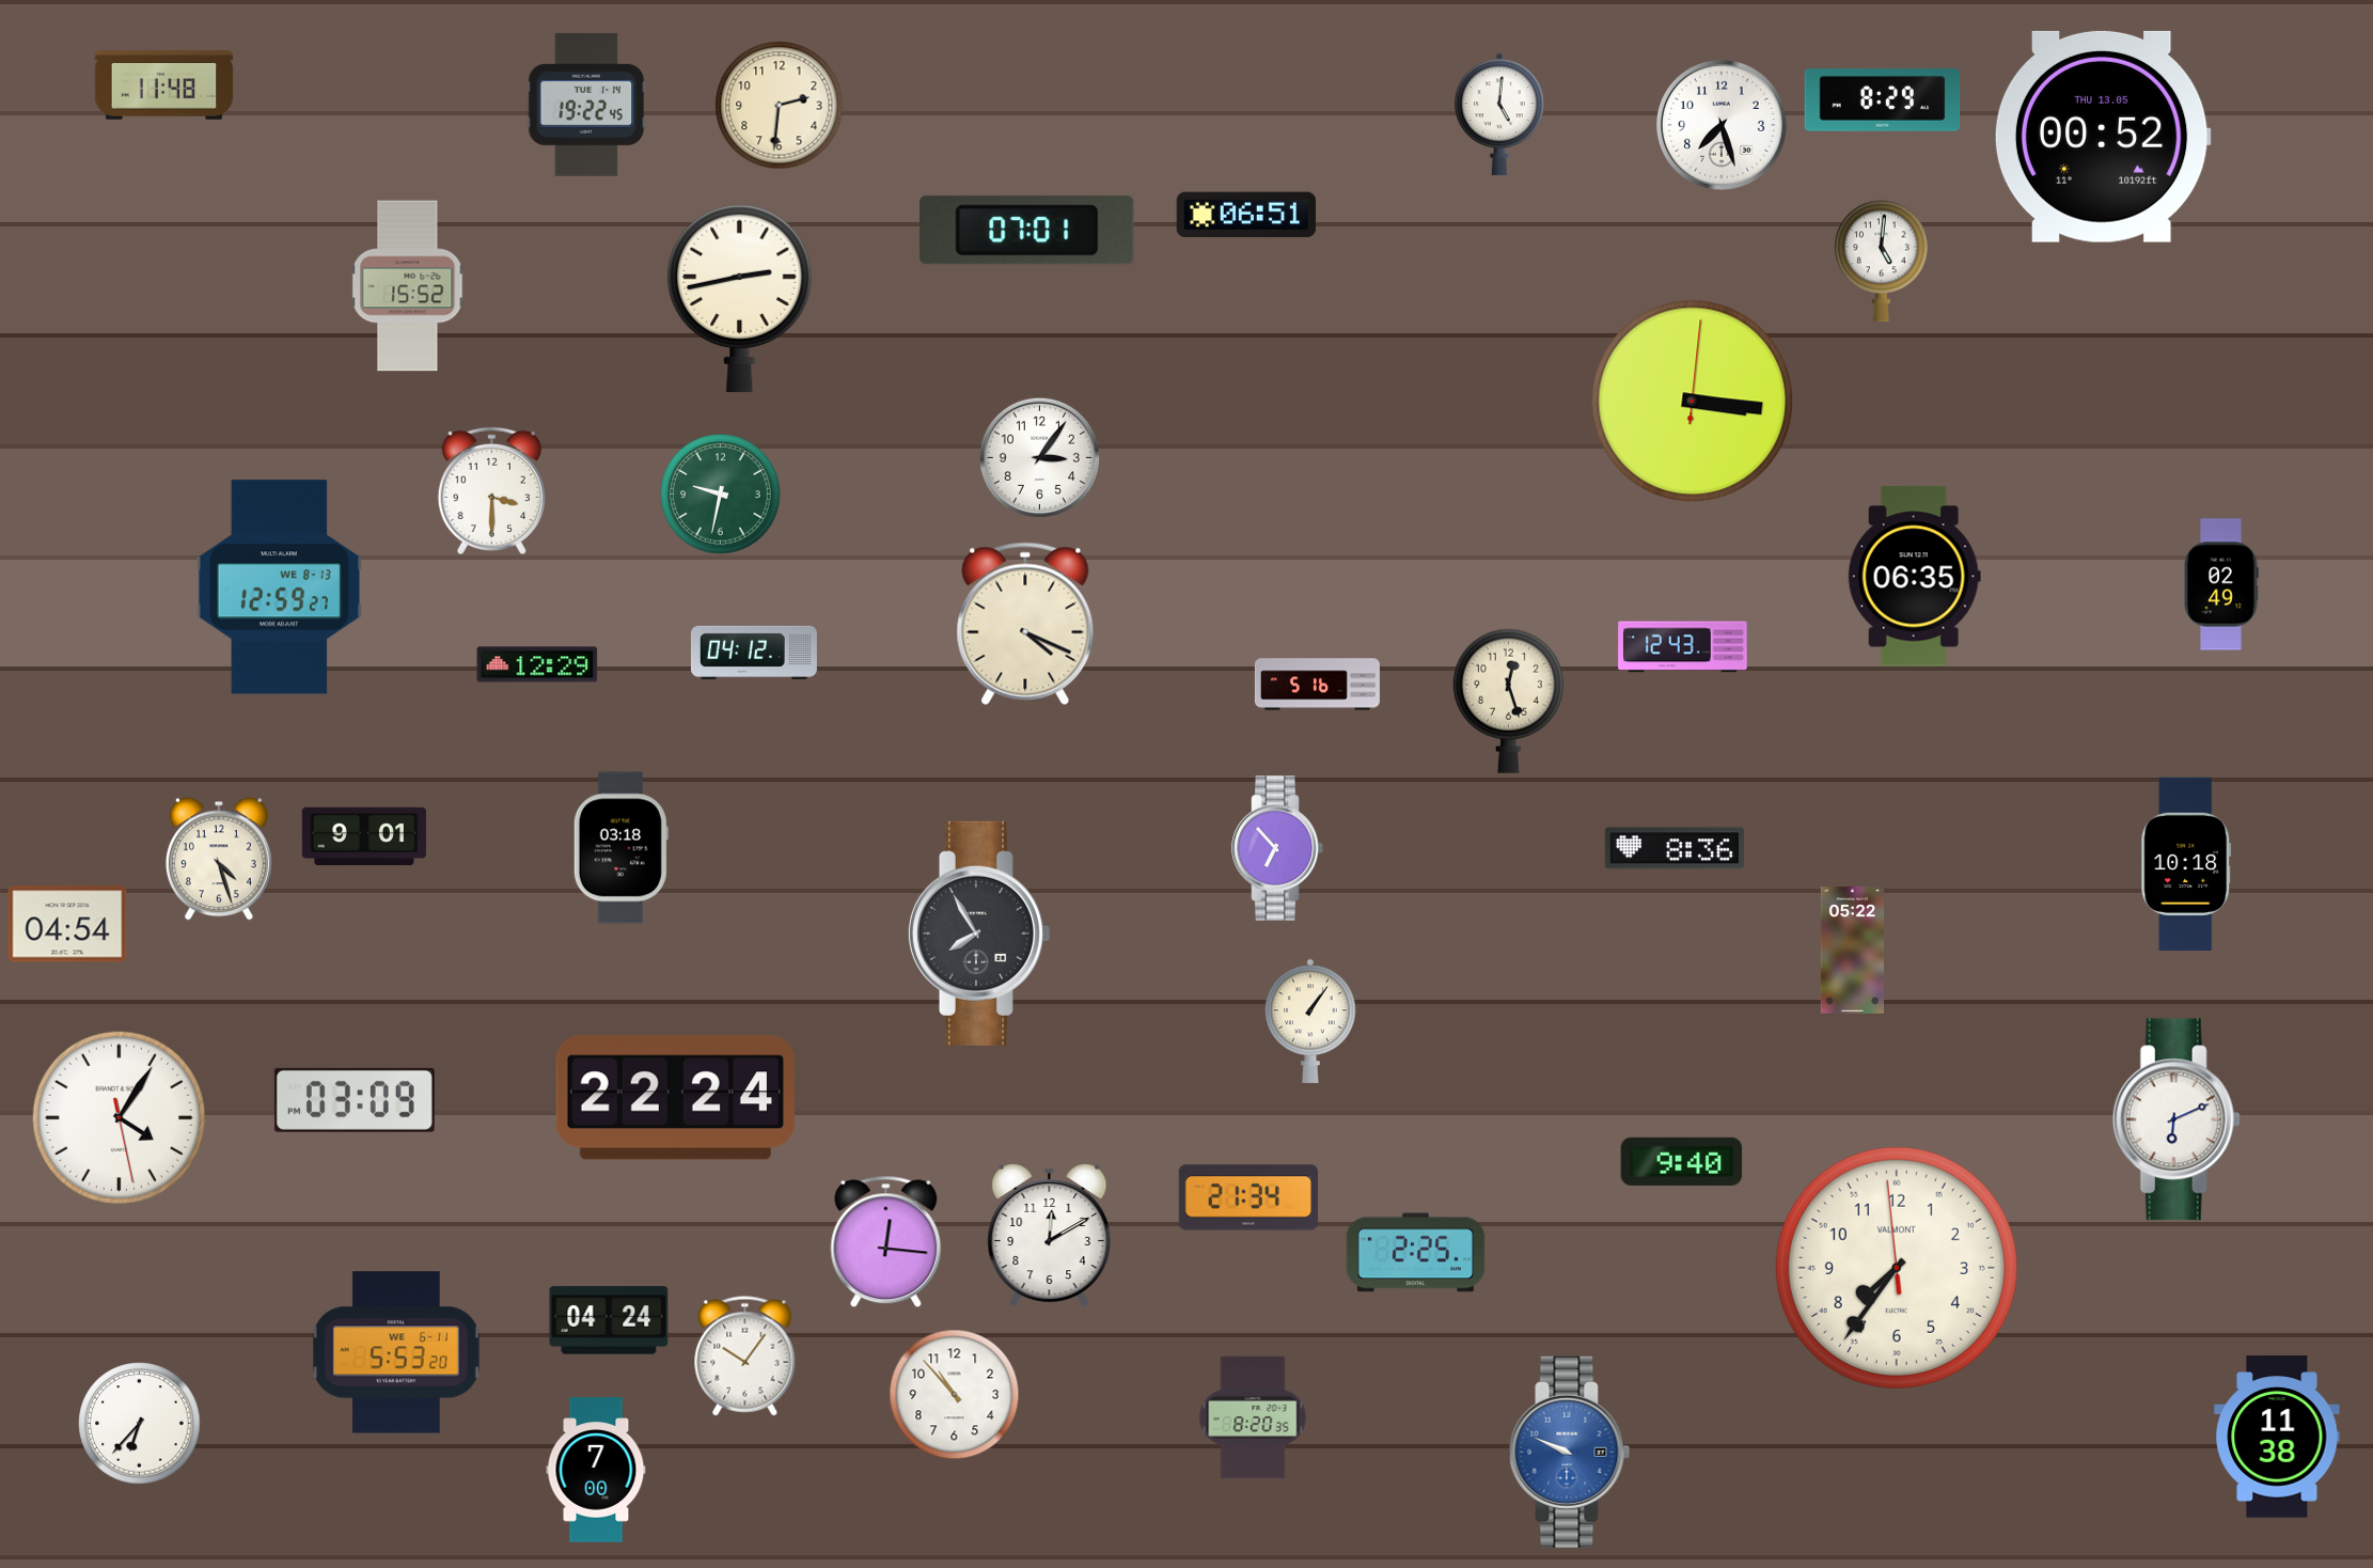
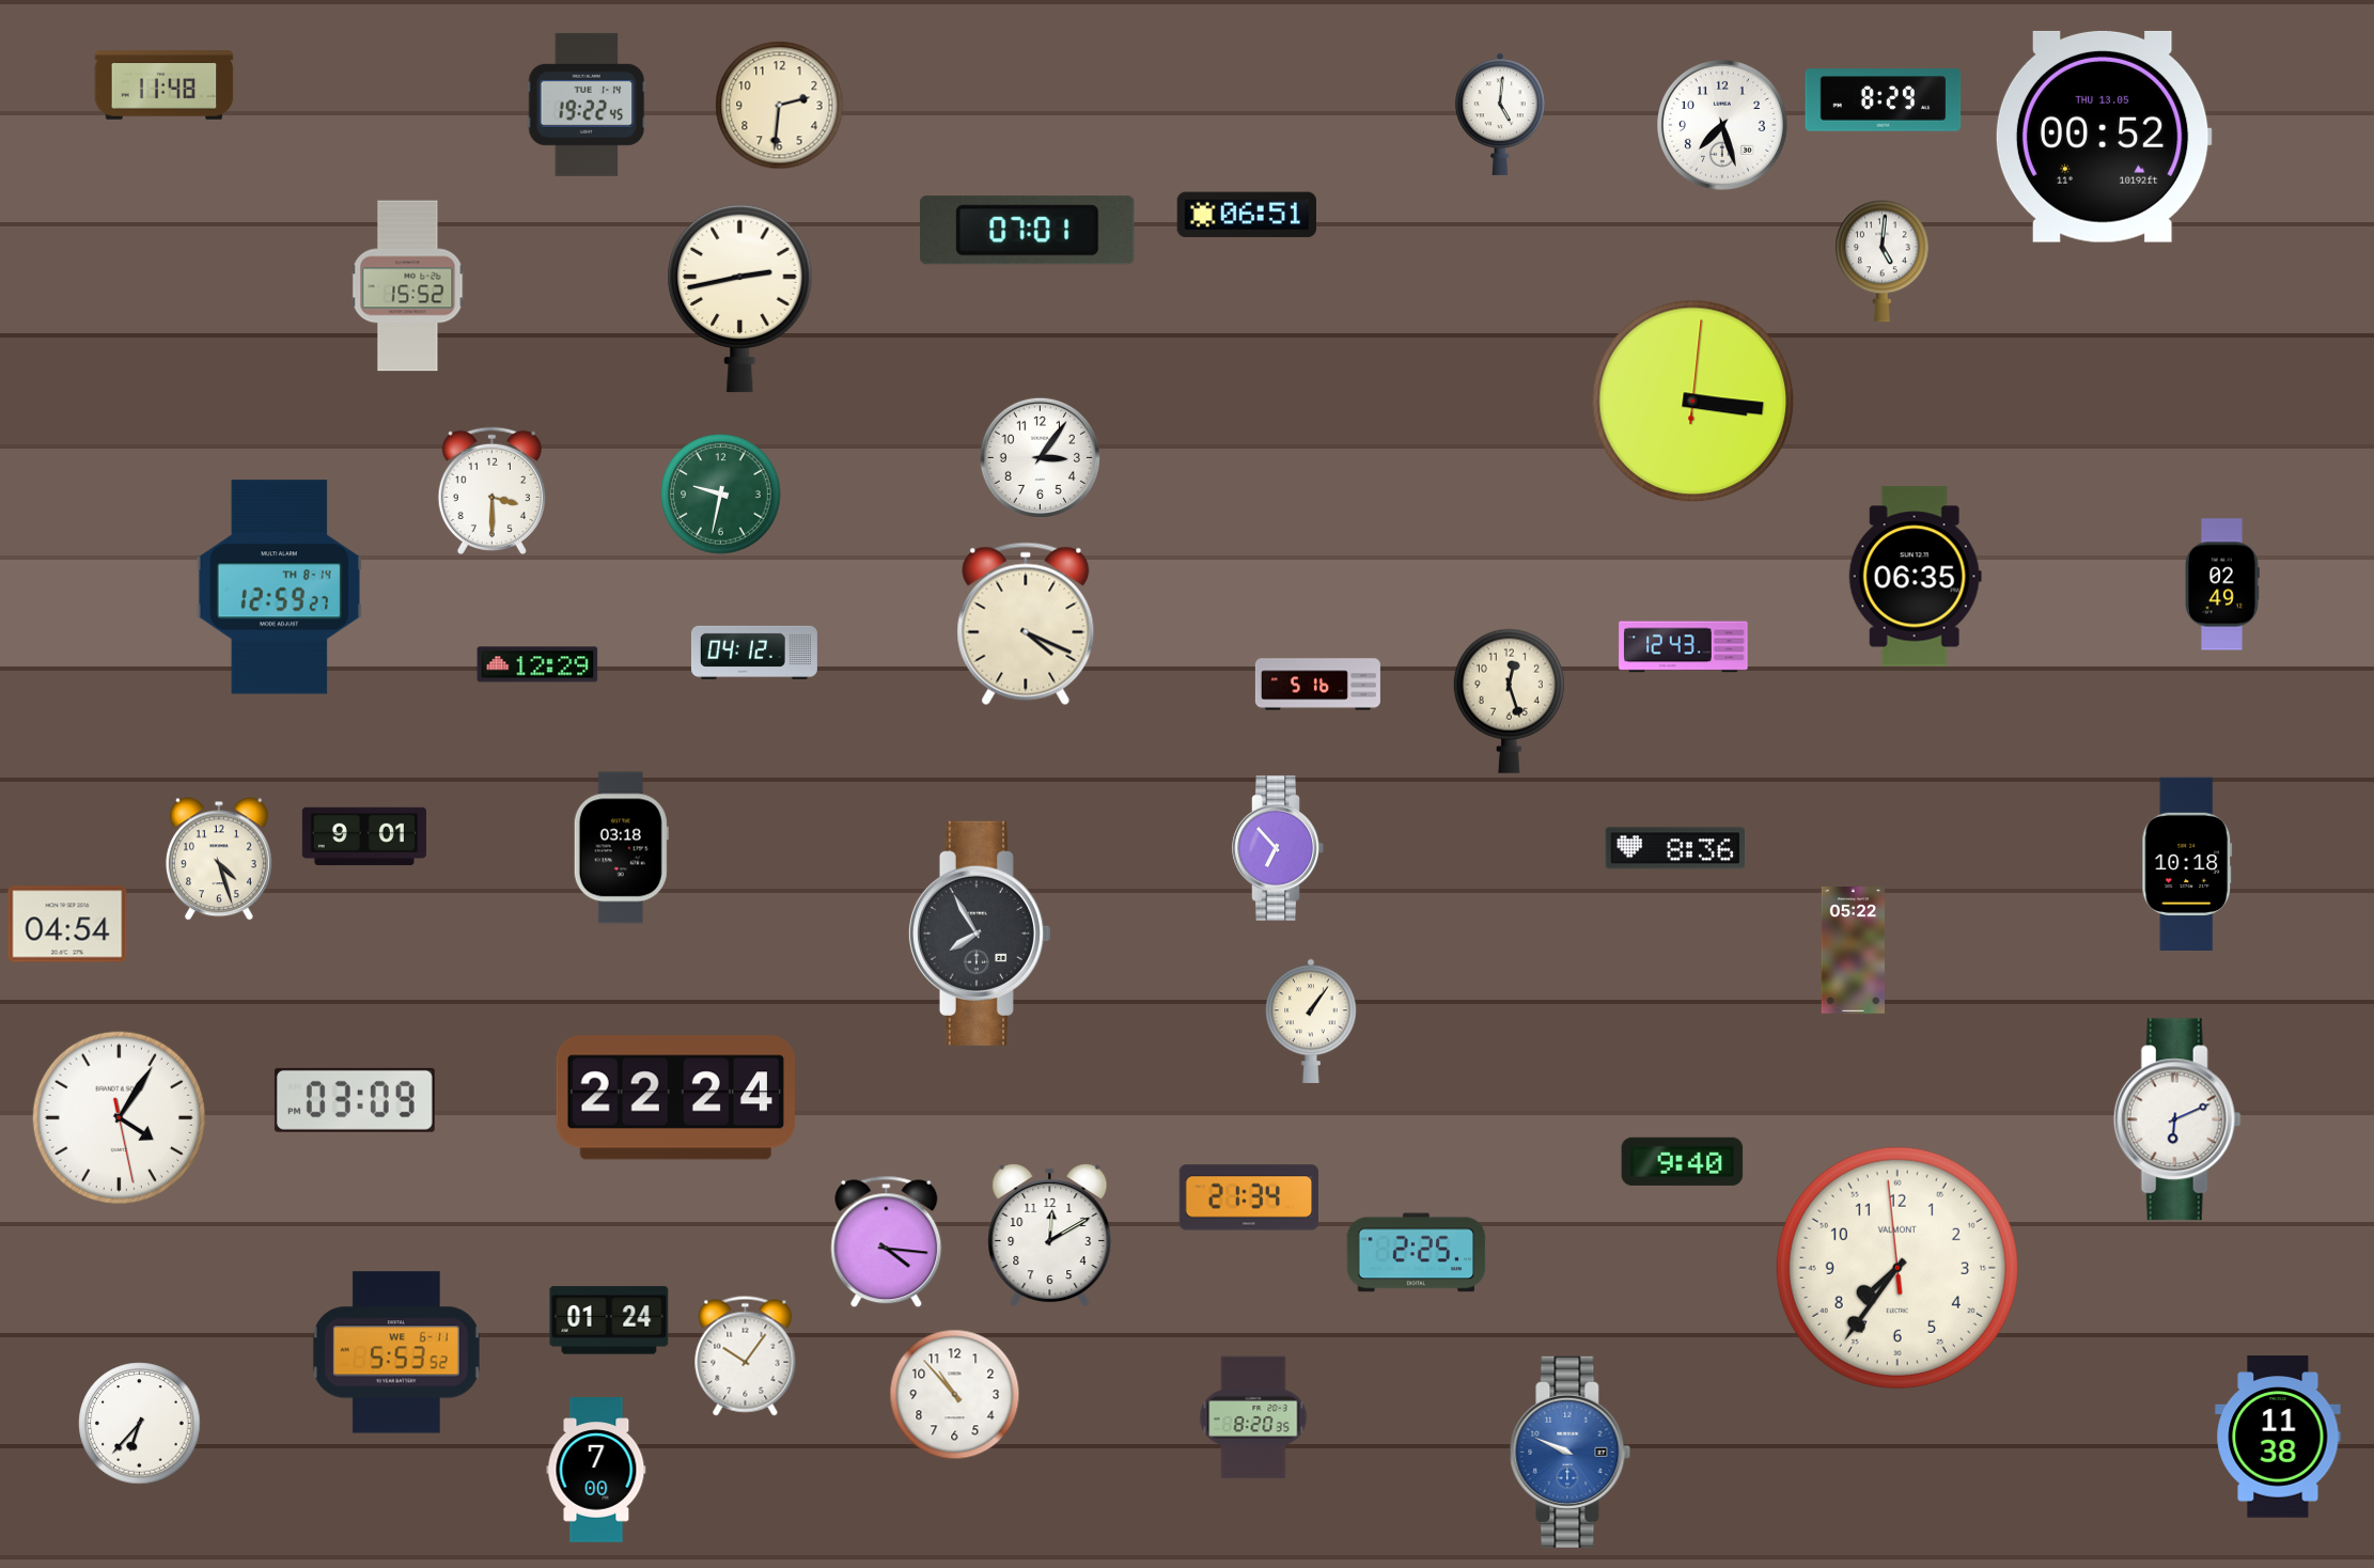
clock at (279, 587) date: WE 8-13 -> TH 8-14
clock at (886, 1242): 12:16 -> 4:16
clock at (609, 1320): 04:24 -> 01:24
clock at (396, 1352): 5:53:20 -> 5:53:52
